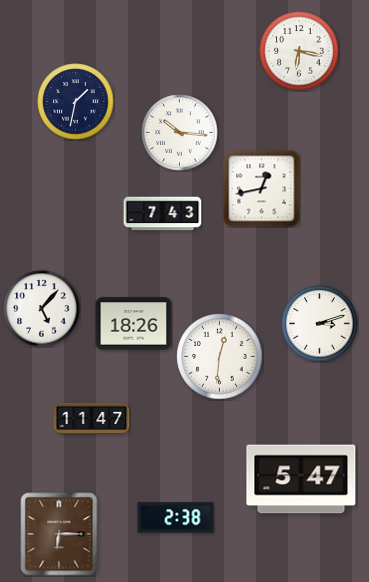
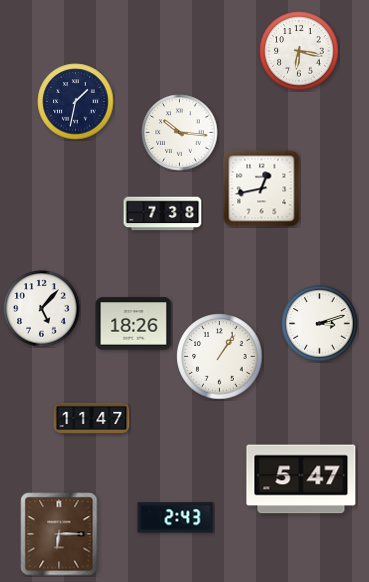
clock at (163, 214): 7:43 -> 7:38
clock at (220, 357): 12:31 -> 1:06
clock at (176, 518): 2:38 -> 2:43
